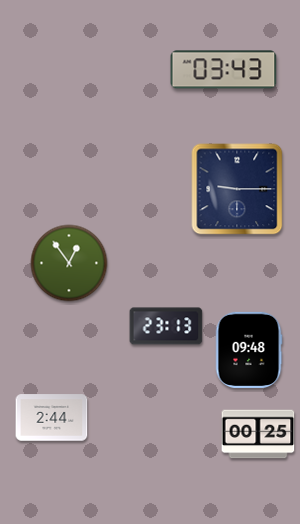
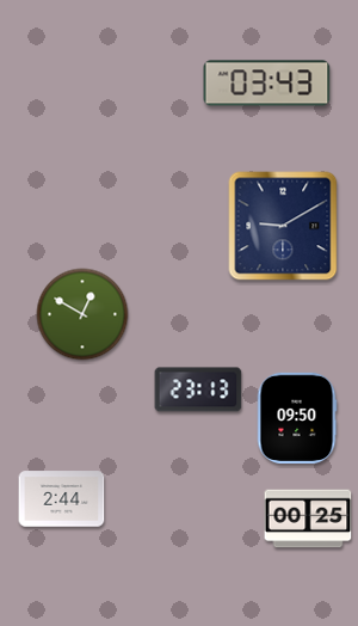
clock at (237, 189): 9:15 -> 9:10
clock at (69, 263): 12:54 -> 12:50
clock at (249, 350): 09:48 -> 09:50
